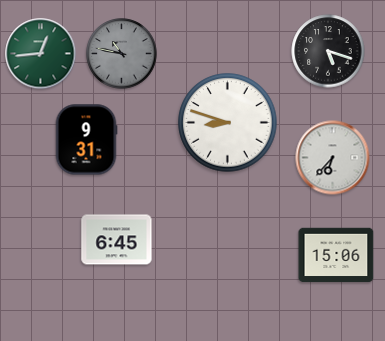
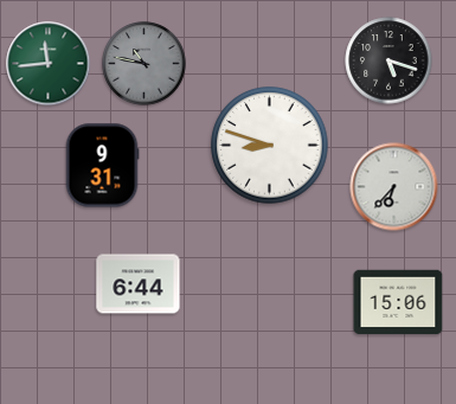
clock at (41, 54): 12:44 -> 11:44
clock at (117, 240): 6:45 -> 6:44
